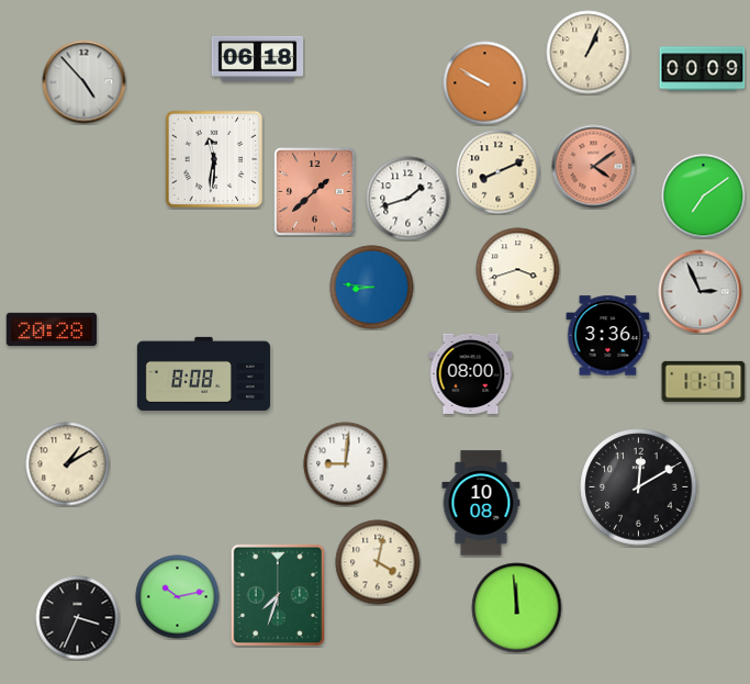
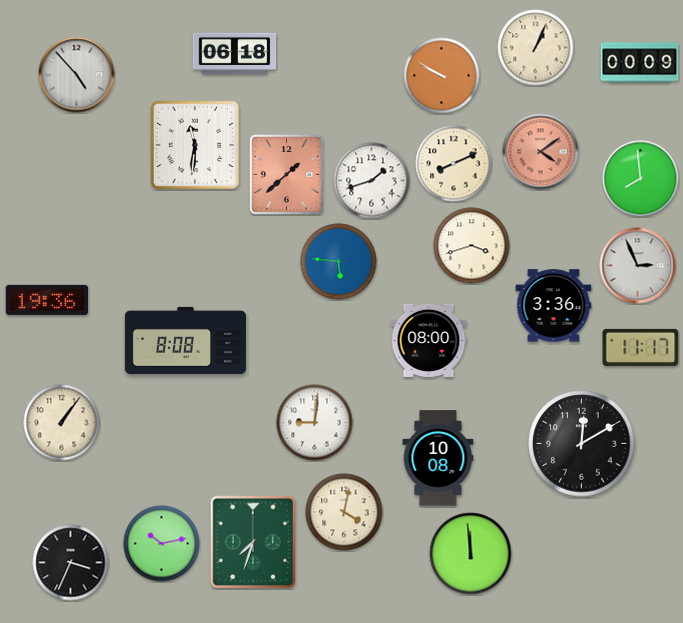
clock at (499, 172) position: (499, 172) -> (454, 164)
clock at (704, 197): 7:09 -> 7:59
clock at (372, 288): 8:46 -> 5:46
clock at (52, 329): 20:28 -> 19:36
clock at (68, 464): 1:10 -> 1:06
